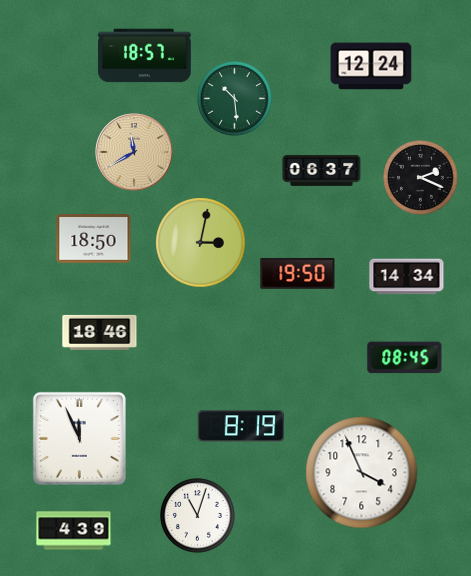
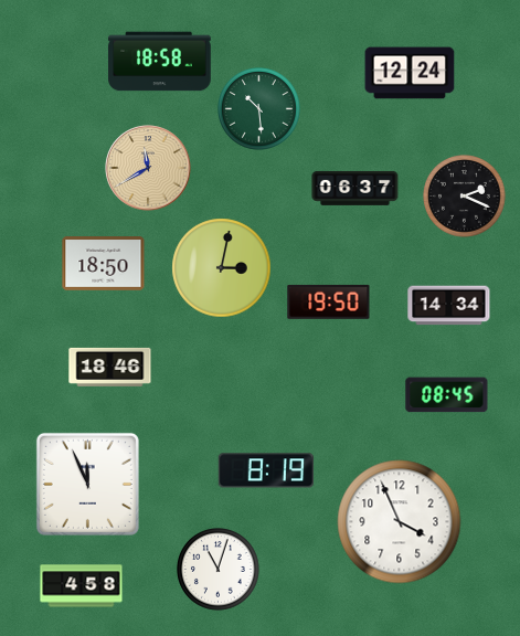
clock at (145, 56): 18:57 -> 18:58
clock at (74, 531): 4:39 -> 4:58
